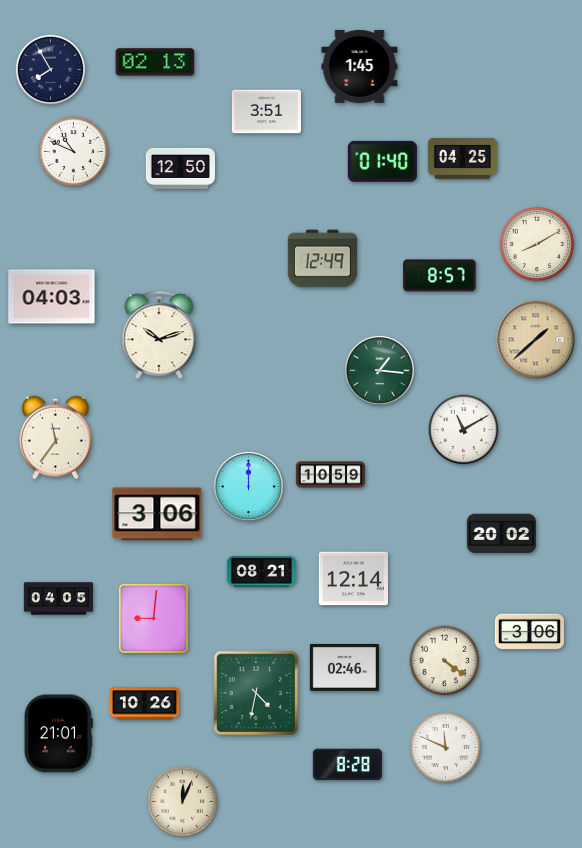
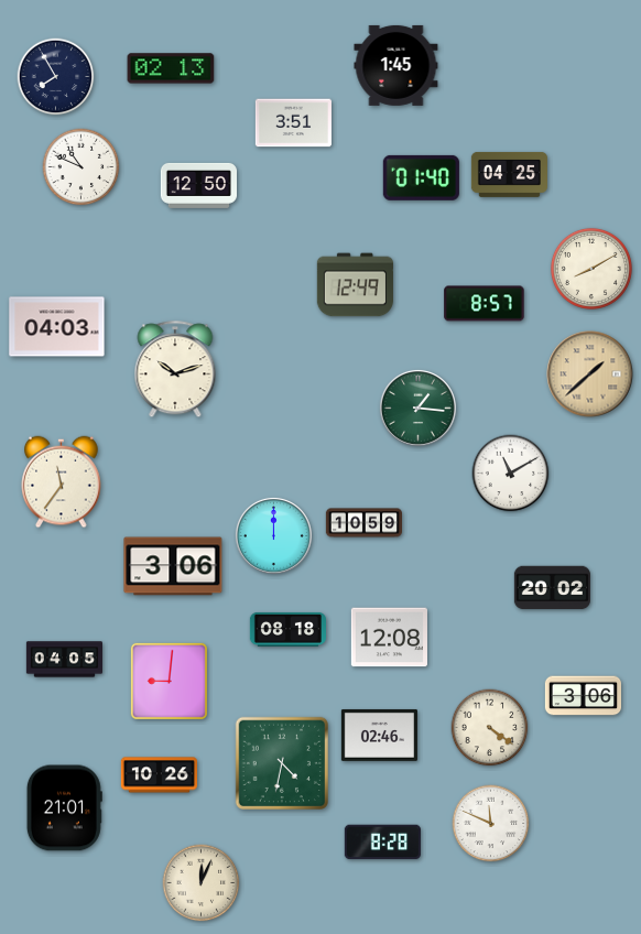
clock at (360, 66) position: (360, 66) -> (396, 65)
clock at (261, 571): 08:21 -> 08:18
clock at (353, 579): 12:14 -> 12:08
